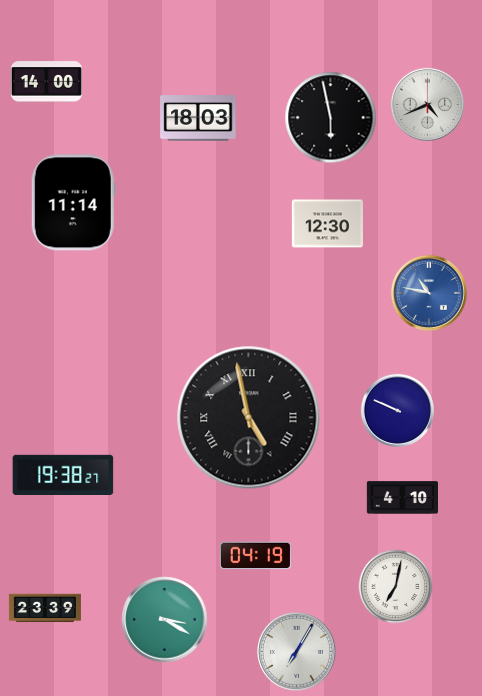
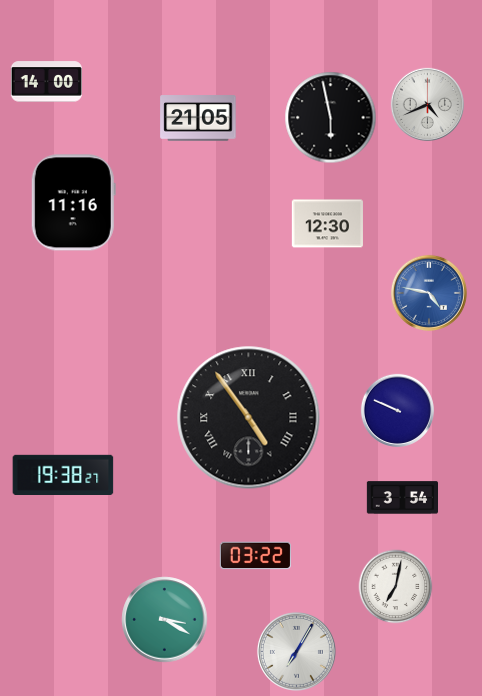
clock at (198, 118): 18:03 -> 21:05
clock at (73, 203): 11:14 -> 11:16
clock at (429, 293): 10:47 -> 4:47
clock at (249, 418): 4:58 -> 4:54
clock at (402, 498): 4:10 -> 3:54
clock at (255, 556): 04:19 -> 03:22
clock at (45, 608): 23:39 -> none
